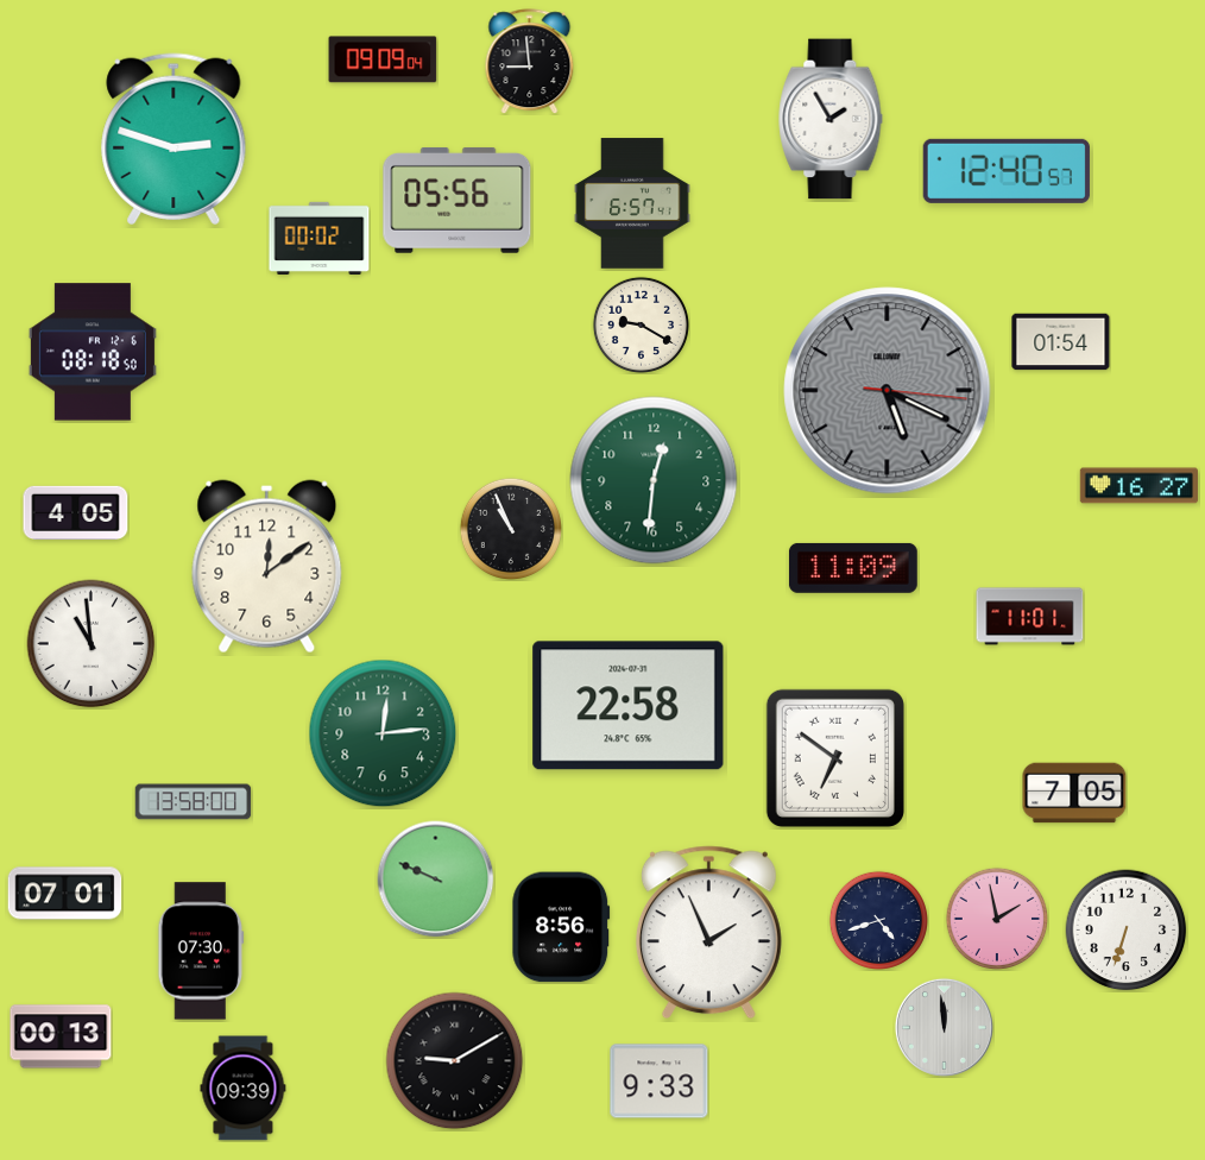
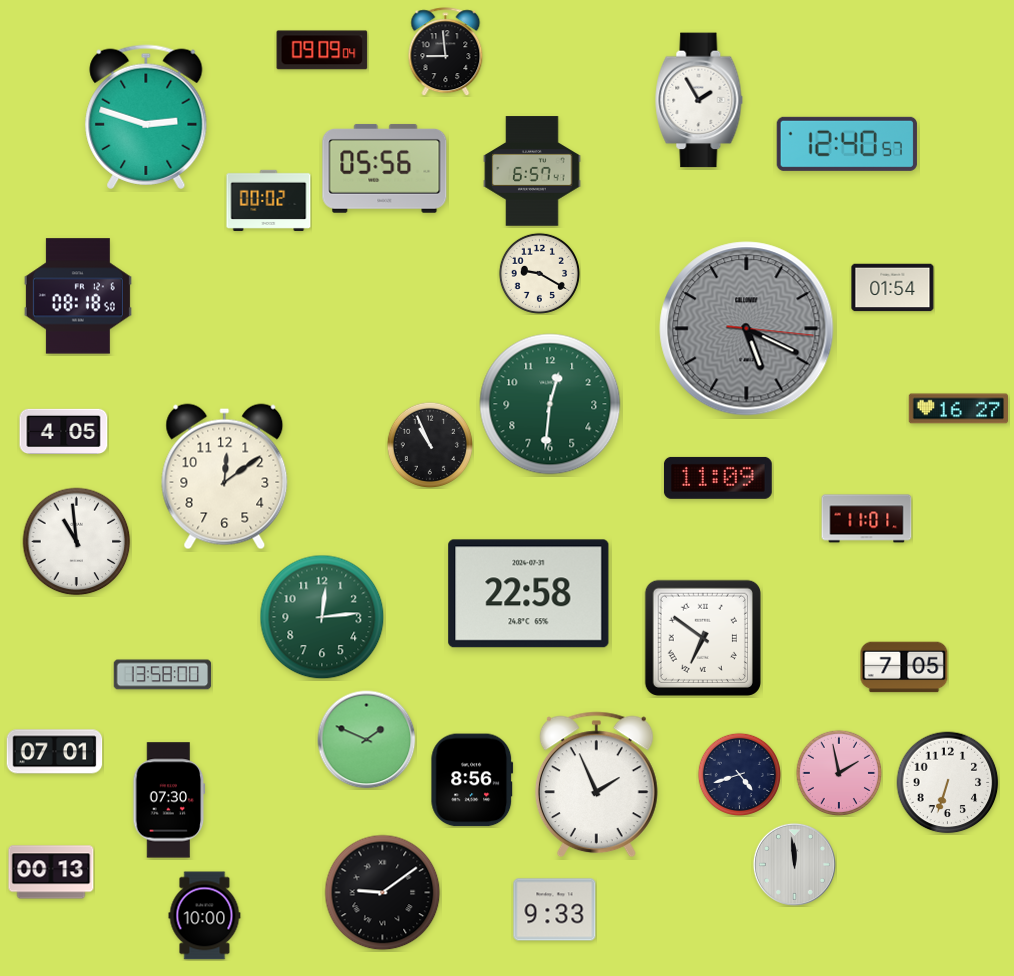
clock at (436, 880): 9:49 -> 1:49
clock at (455, 1061): 9:10 -> 9:09
clock at (244, 1089): 09:39 -> 10:00
